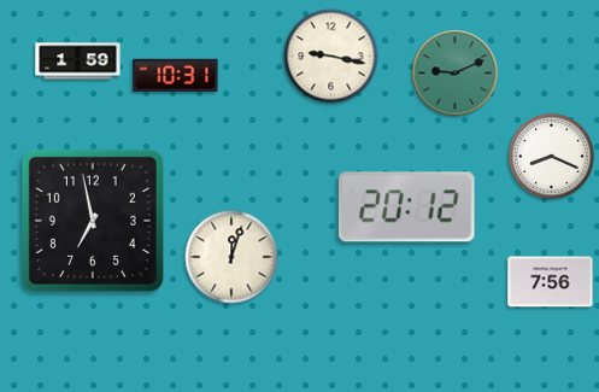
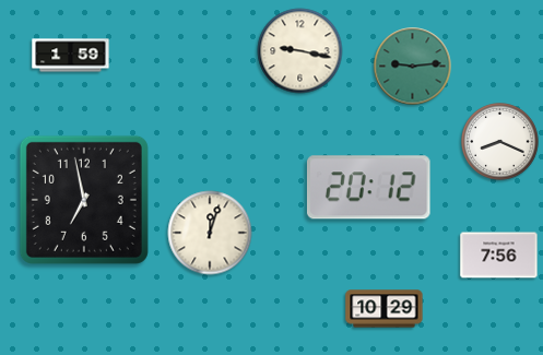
clock at (456, 74): 9:11 -> 9:14
clock at (176, 75): 10:31 -> none
clock at (385, 309): none -> 10:29
